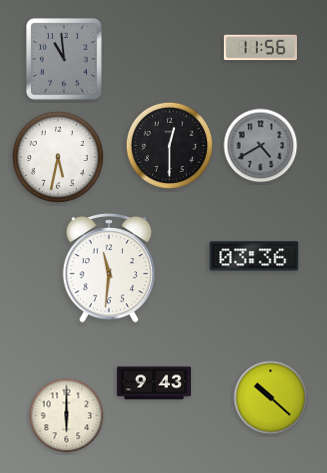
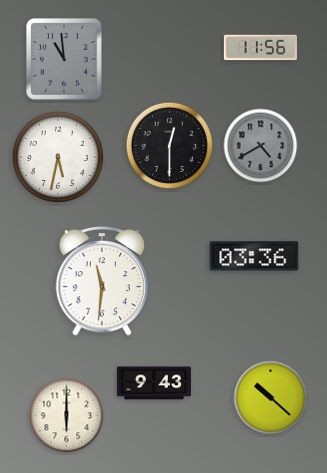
clock at (109, 268) position: (109, 268) -> (102, 281)
